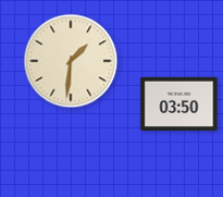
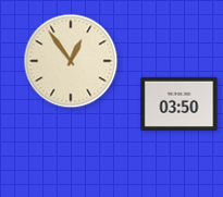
clock at (71, 61): 1:31 -> 12:54
